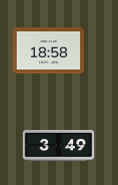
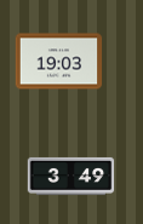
clock at (49, 51): 18:58 -> 19:03
